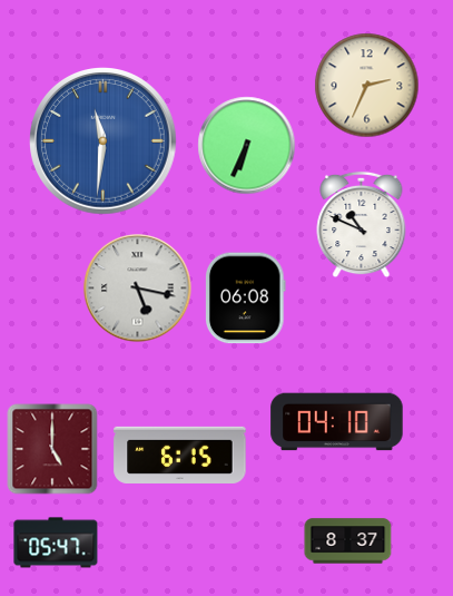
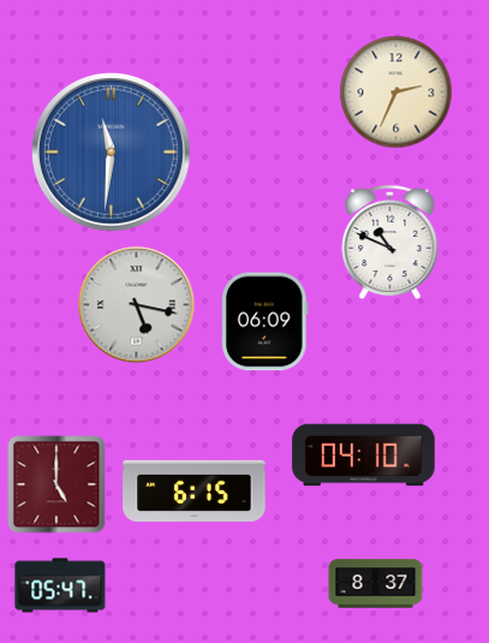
clock at (247, 146): 6:34 -> none
clock at (138, 289) position: (138, 289) -> (137, 305)
clock at (246, 299): 06:08 -> 06:09
